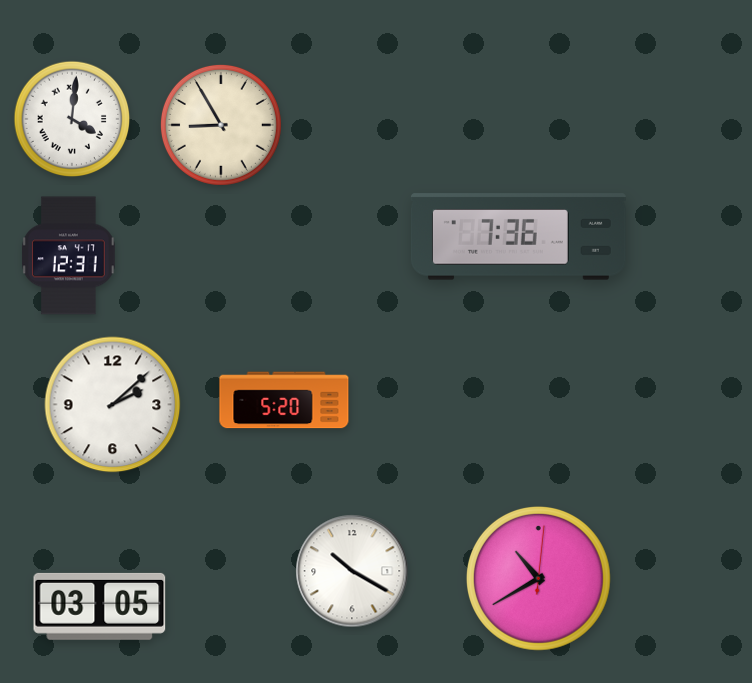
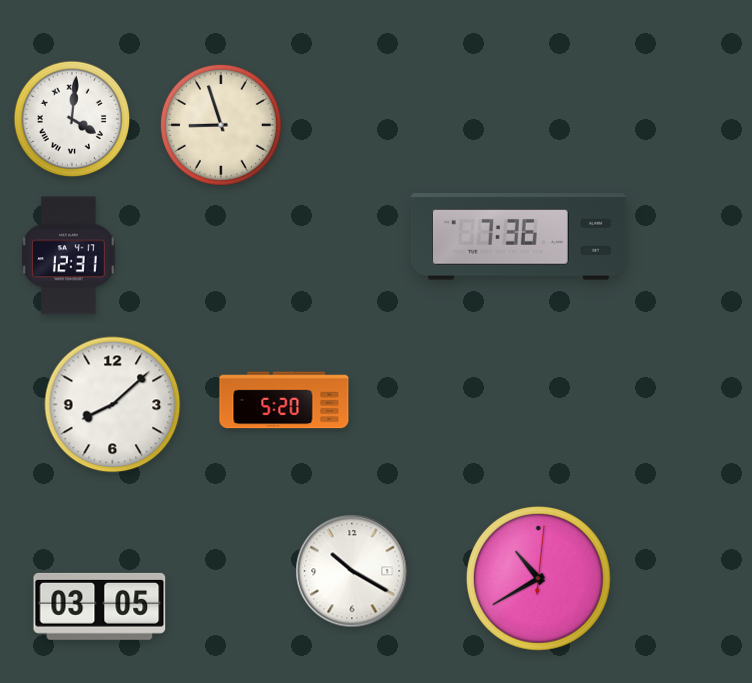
clock at (221, 125): 8:55 -> 8:57
clock at (113, 405): 2:08 -> 8:08
